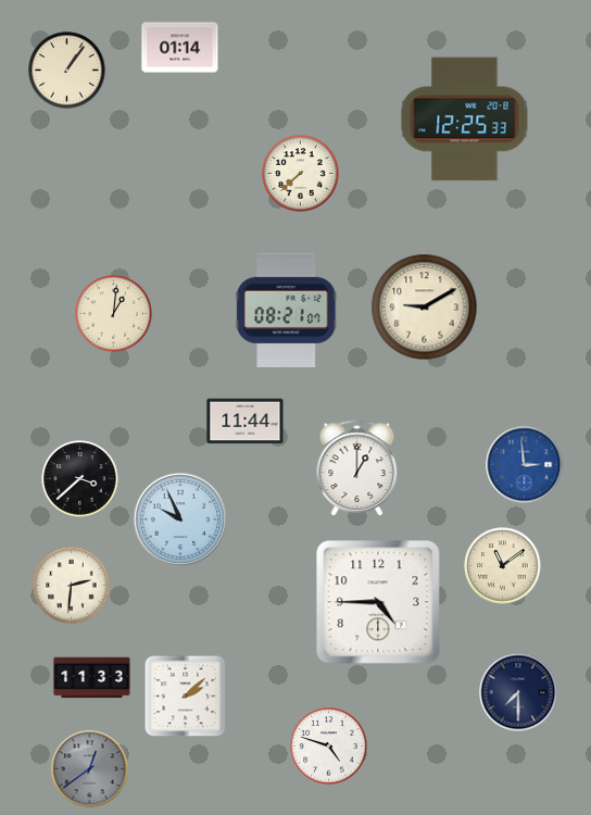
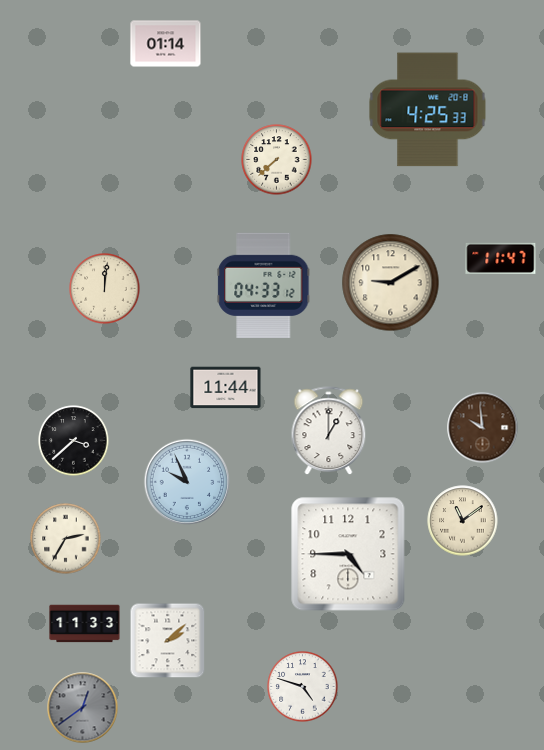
clock at (67, 71): 1:06 -> none
clock at (465, 120): 12:25 -> 4:25
clock at (501, 258): none -> 11:47
clock at (287, 310): 08:21 -> 04:33
clock at (114, 314): 1:01 -> 12:01
clock at (525, 465): 2:59 -> 9:59
clock at (525, 465) dial: blue -> brown
clock at (180, 519) position: (180, 519) -> (187, 482)
clock at (72, 586): 2:31 -> 2:35
clock at (518, 692): 7:30 -> none
clock at (186, 697) position: (186, 697) -> (168, 641)
